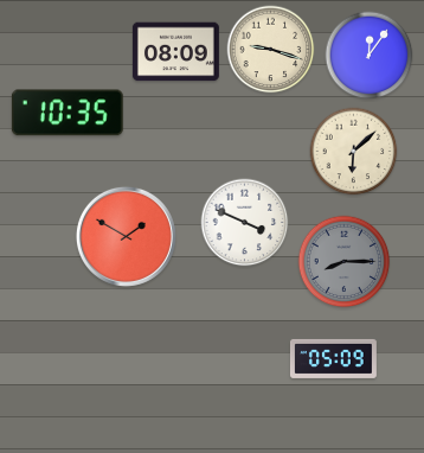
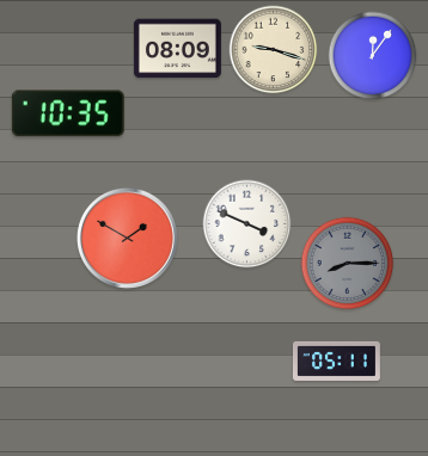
clock at (175, 52) position: (175, 52) -> (177, 49)
clock at (354, 152): 6:08 -> none
clock at (333, 358): 05:09 -> 05:11
